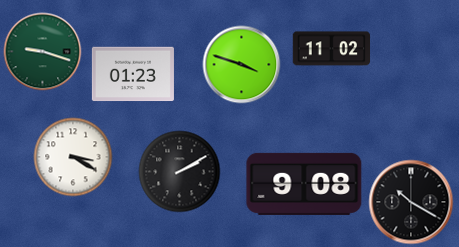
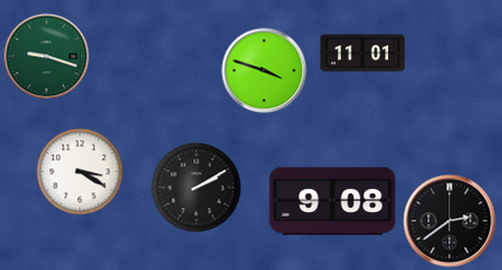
clock at (331, 49): 11:02 -> 11:01
clock at (133, 74): 01:23 -> none
clock at (411, 202): 10:20 -> 2:39
